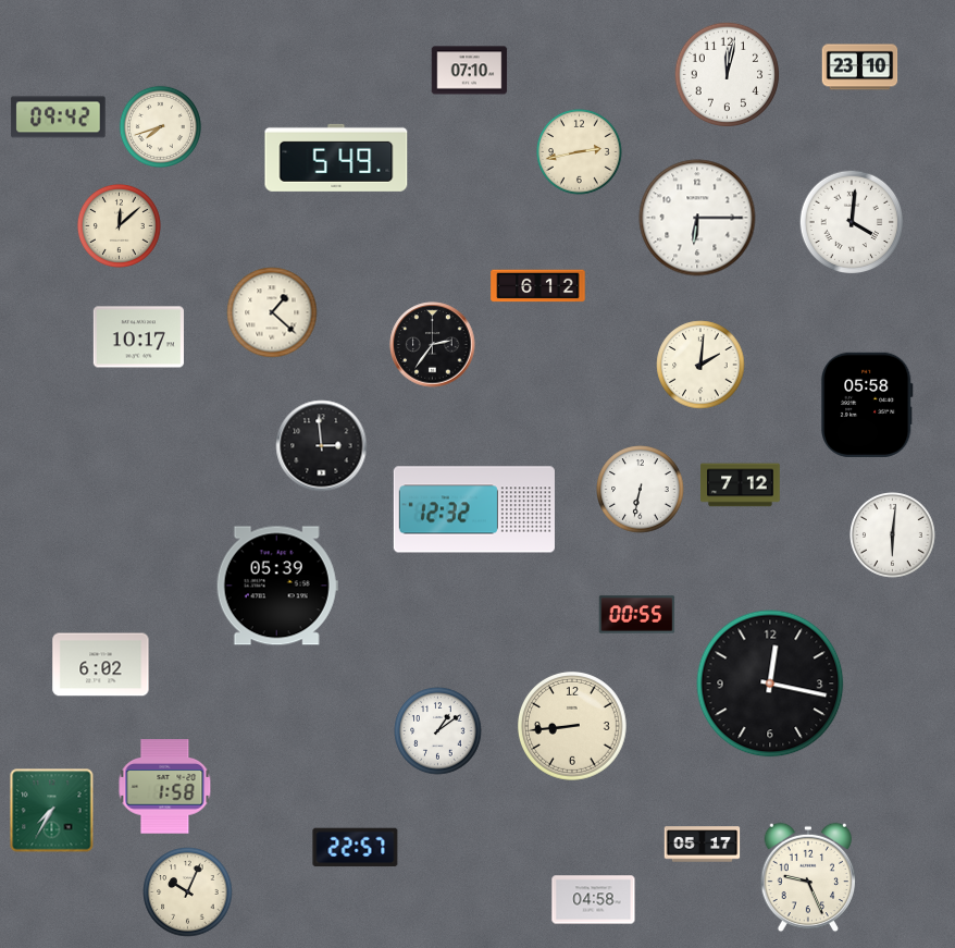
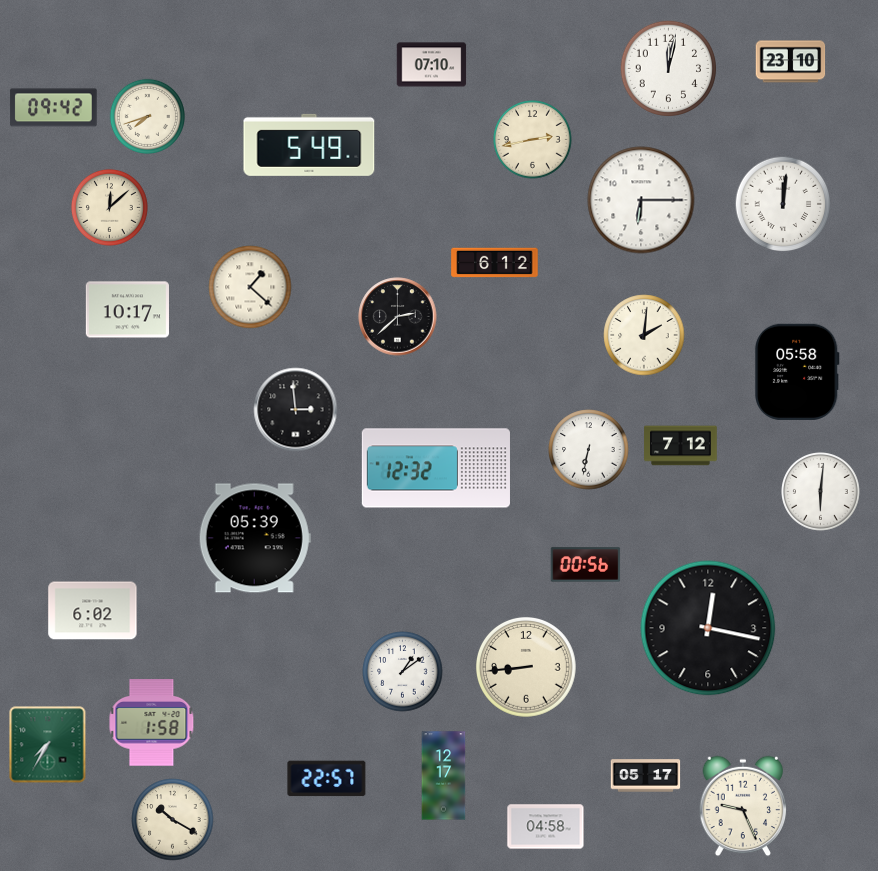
clock at (852, 222): 4:01 -> 12:01
clock at (433, 345): 2:36 -> 2:38
clock at (637, 615): 00:55 -> 00:56
clock at (444, 776): none -> 12:17
clock at (188, 892): 10:04 -> 10:20
